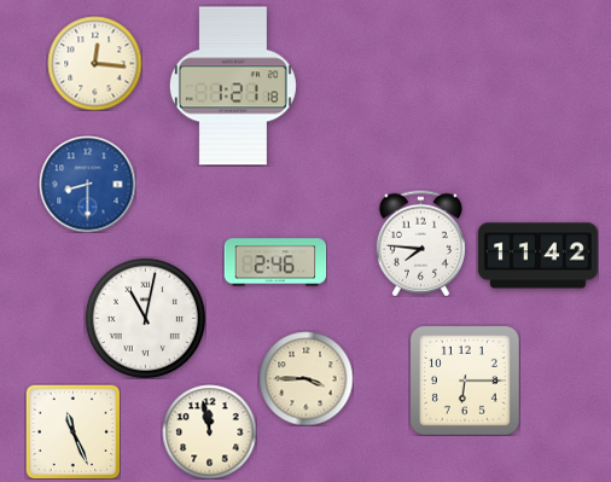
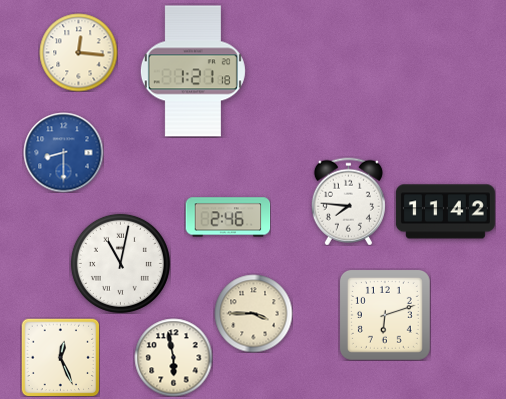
clock at (87, 184) position: (87, 184) -> (63, 152)
clock at (465, 381): 6:15 -> 6:12
clock at (72, 431): 11:26 -> 12:26
clock at (209, 431): 11:58 -> 5:58
